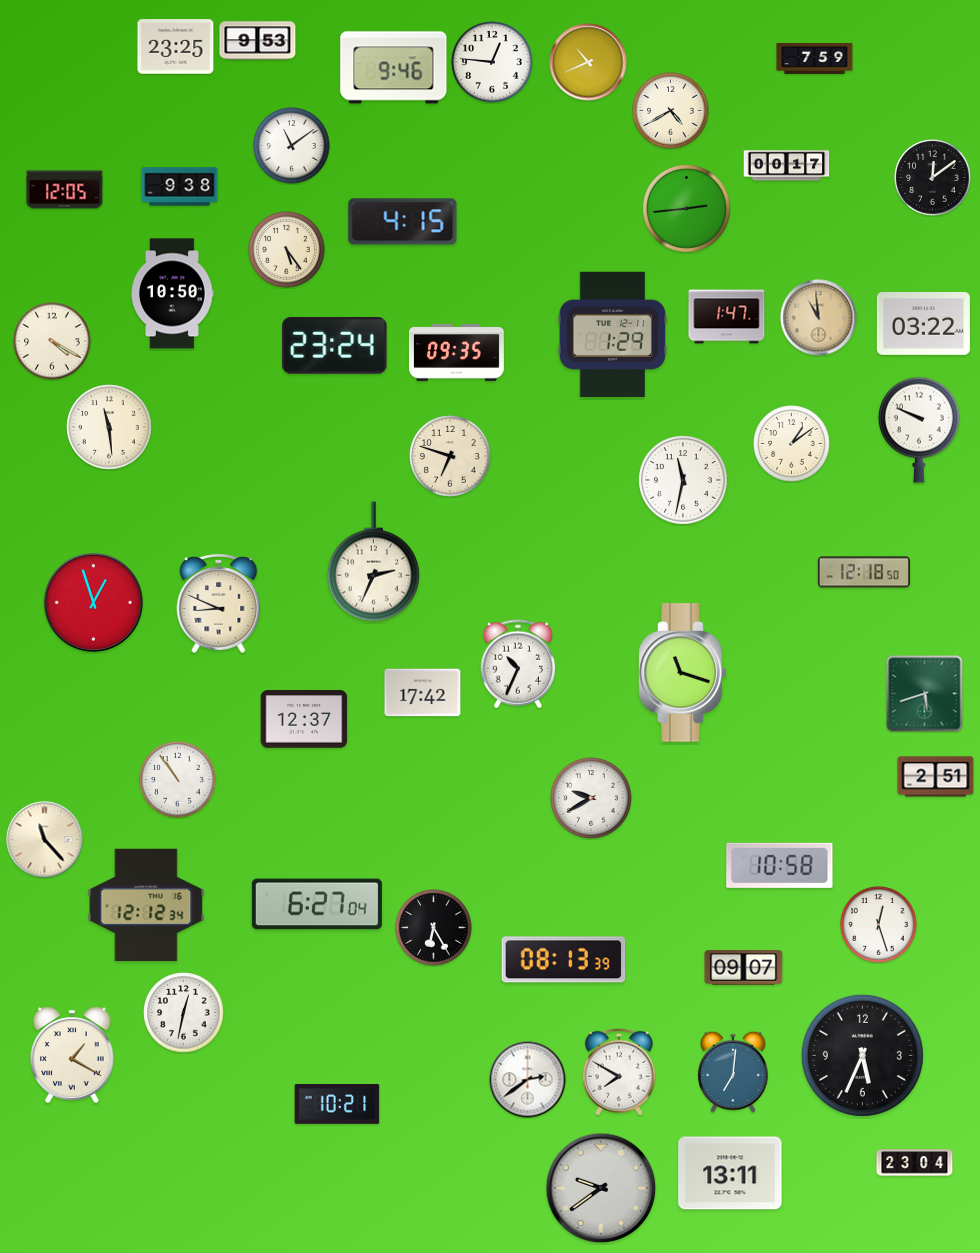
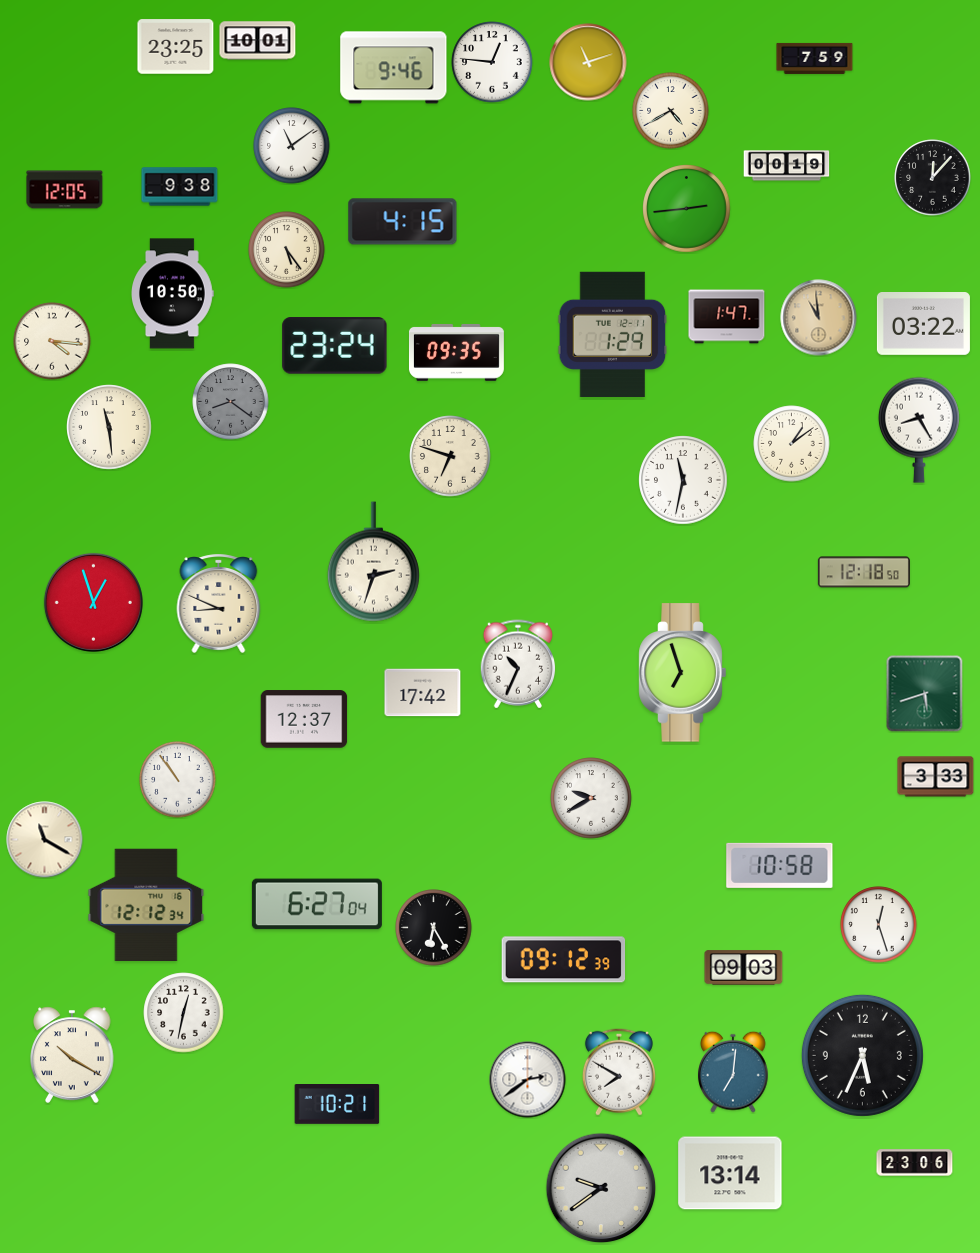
clock at (258, 41): 9:53 -> 10:01
clock at (588, 62): 10:41 -> 11:12
clock at (787, 166): 00:17 -> 00:19
clock at (933, 178): 12:09 -> 12:07
clock at (52, 341): 4:20 -> 4:16
clock at (231, 402): none -> 8:21
clock at (919, 430): 9:49 -> 8:25
clock at (373, 562): 2:34 -> 2:33
clock at (683, 673): 11:18 -> 6:57
clock at (936, 777): 2:51 -> 3:33
clock at (45, 840): 11:23 -> 11:20
clock at (564, 960): 08:13 -> 09:12
clock at (744, 968): 09:07 -> 09:03
clock at (72, 1055): 1:20 -> 10:20
clock at (915, 1163): 23:04 -> 23:06
clock at (730, 1173): 13:11 -> 13:14
